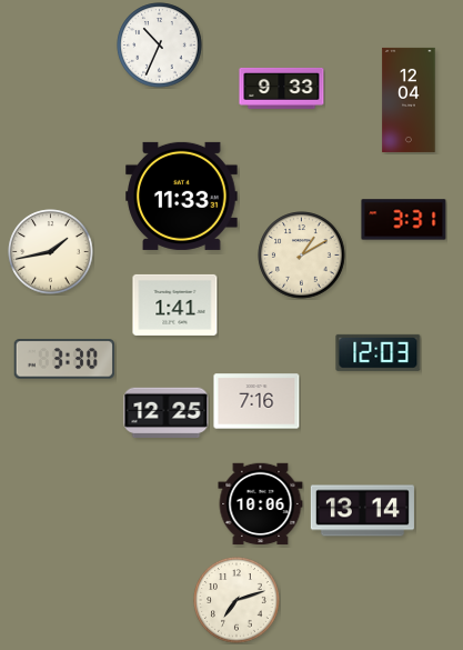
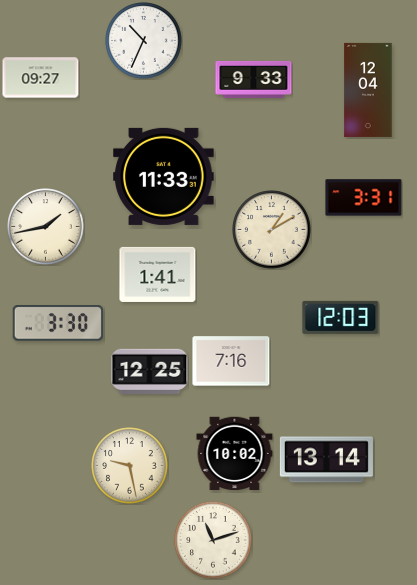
clock at (41, 78): none -> 09:27
clock at (261, 504): 10:06 -> 10:02
clock at (130, 466): none -> 9:28
clock at (236, 600): 7:12 -> 11:12
